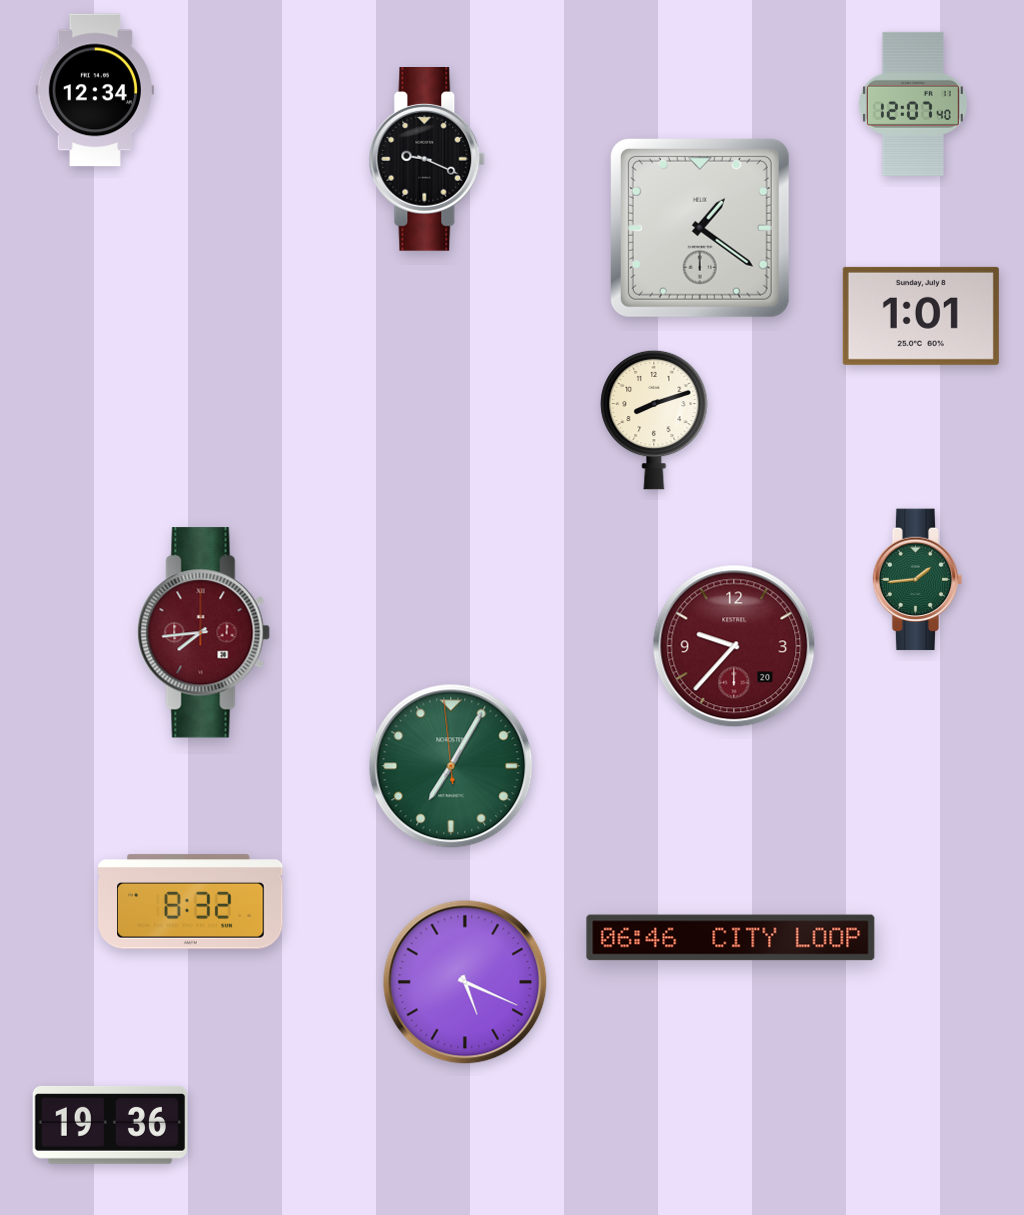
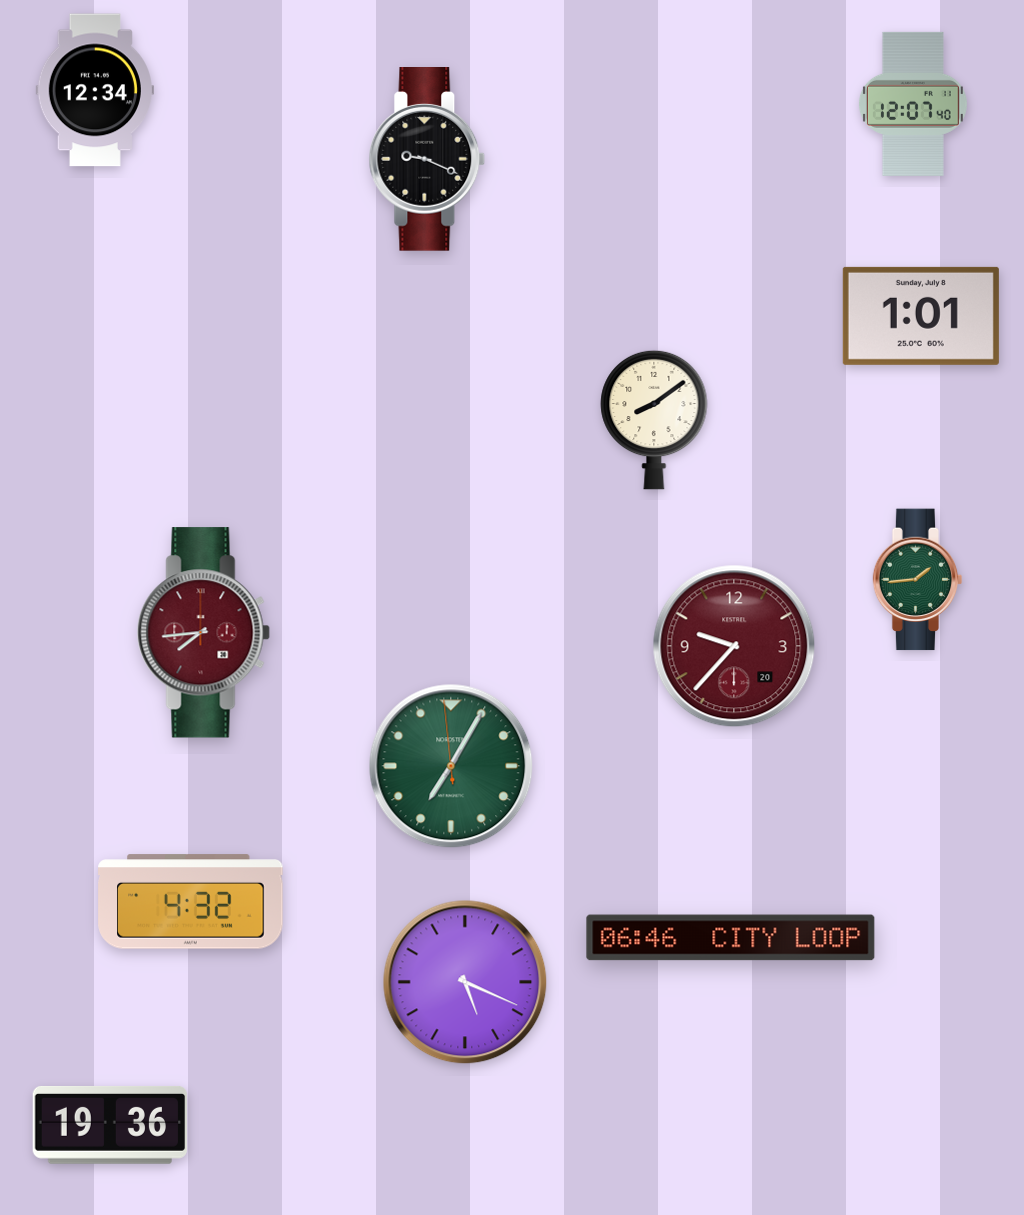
clock at (700, 228): 1:21 -> none
clock at (654, 420): 8:12 -> 8:09
clock at (191, 902): 8:32 -> 4:32
